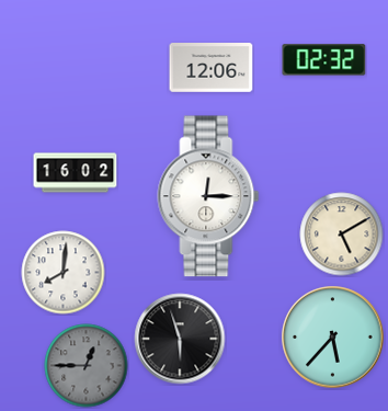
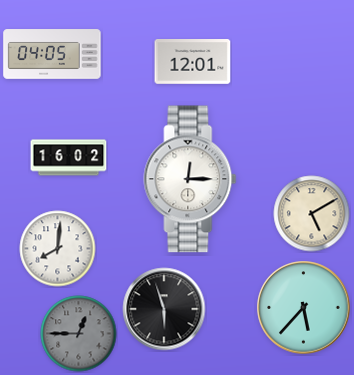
clock at (52, 54): none -> 04:05
clock at (324, 60): 02:32 -> none
clock at (212, 68): 12:06 -> 12:01
